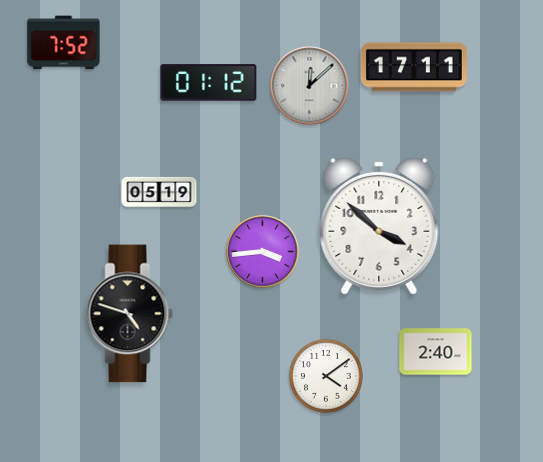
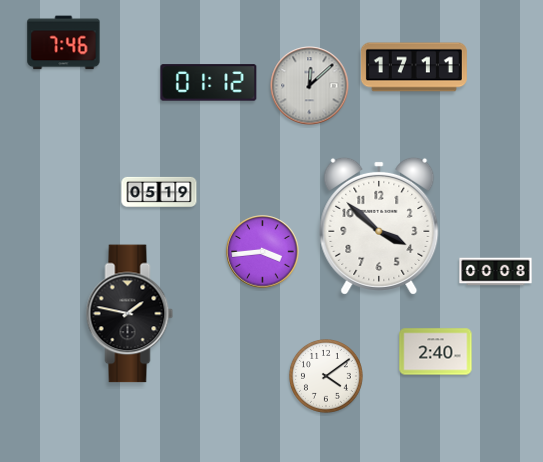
clock at (64, 43): 7:52 -> 7:46
clock at (496, 272): none -> 00:08
clock at (130, 314): 4:48 -> 1:47
